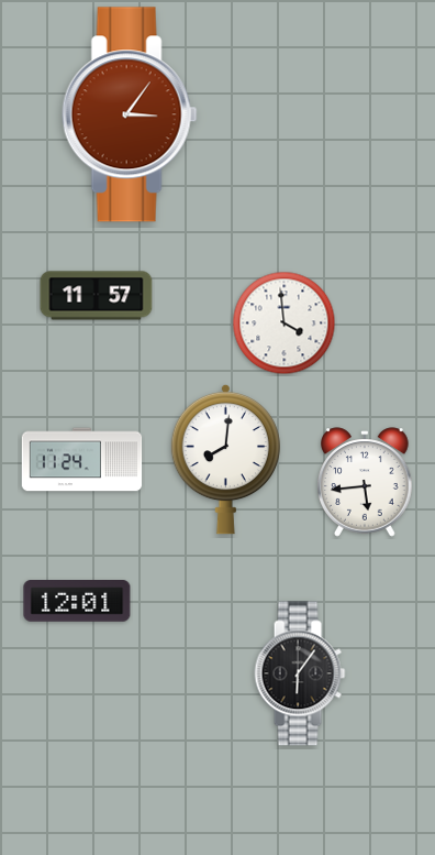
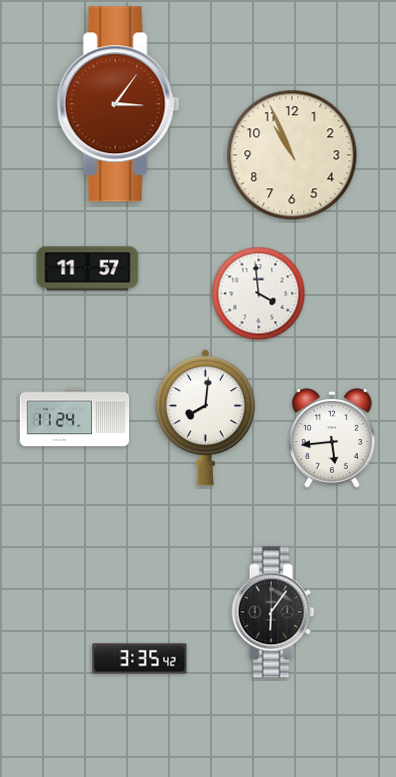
clock at (292, 155): none -> 10:56
clock at (77, 602): 12:01 -> none
clock at (140, 659): none -> 3:35
